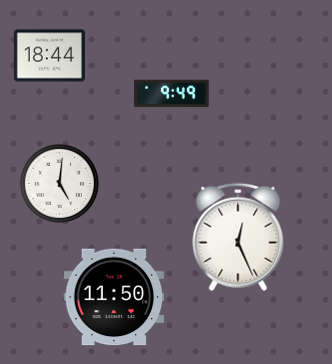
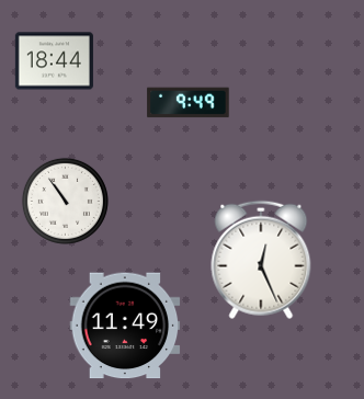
clock at (59, 183): 5:01 -> 10:54
clock at (114, 297): 11:50 -> 11:49
